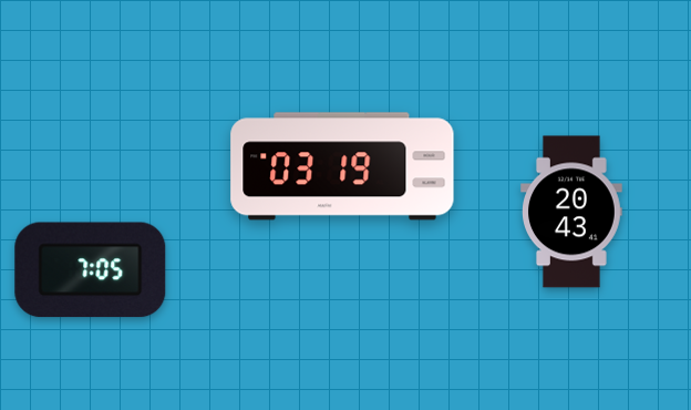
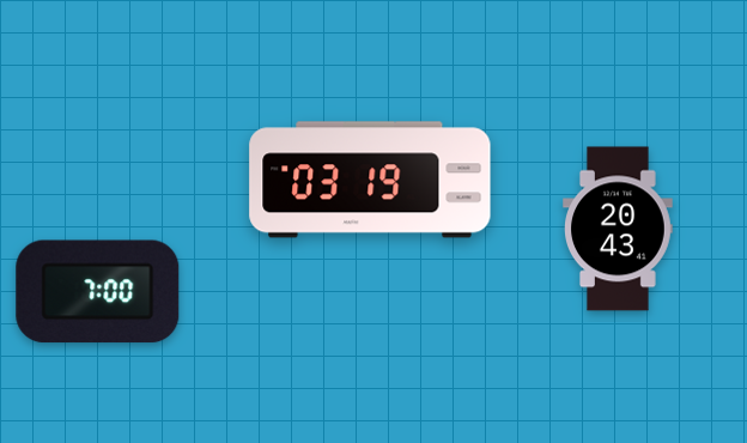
clock at (91, 270): 7:05 -> 7:00
